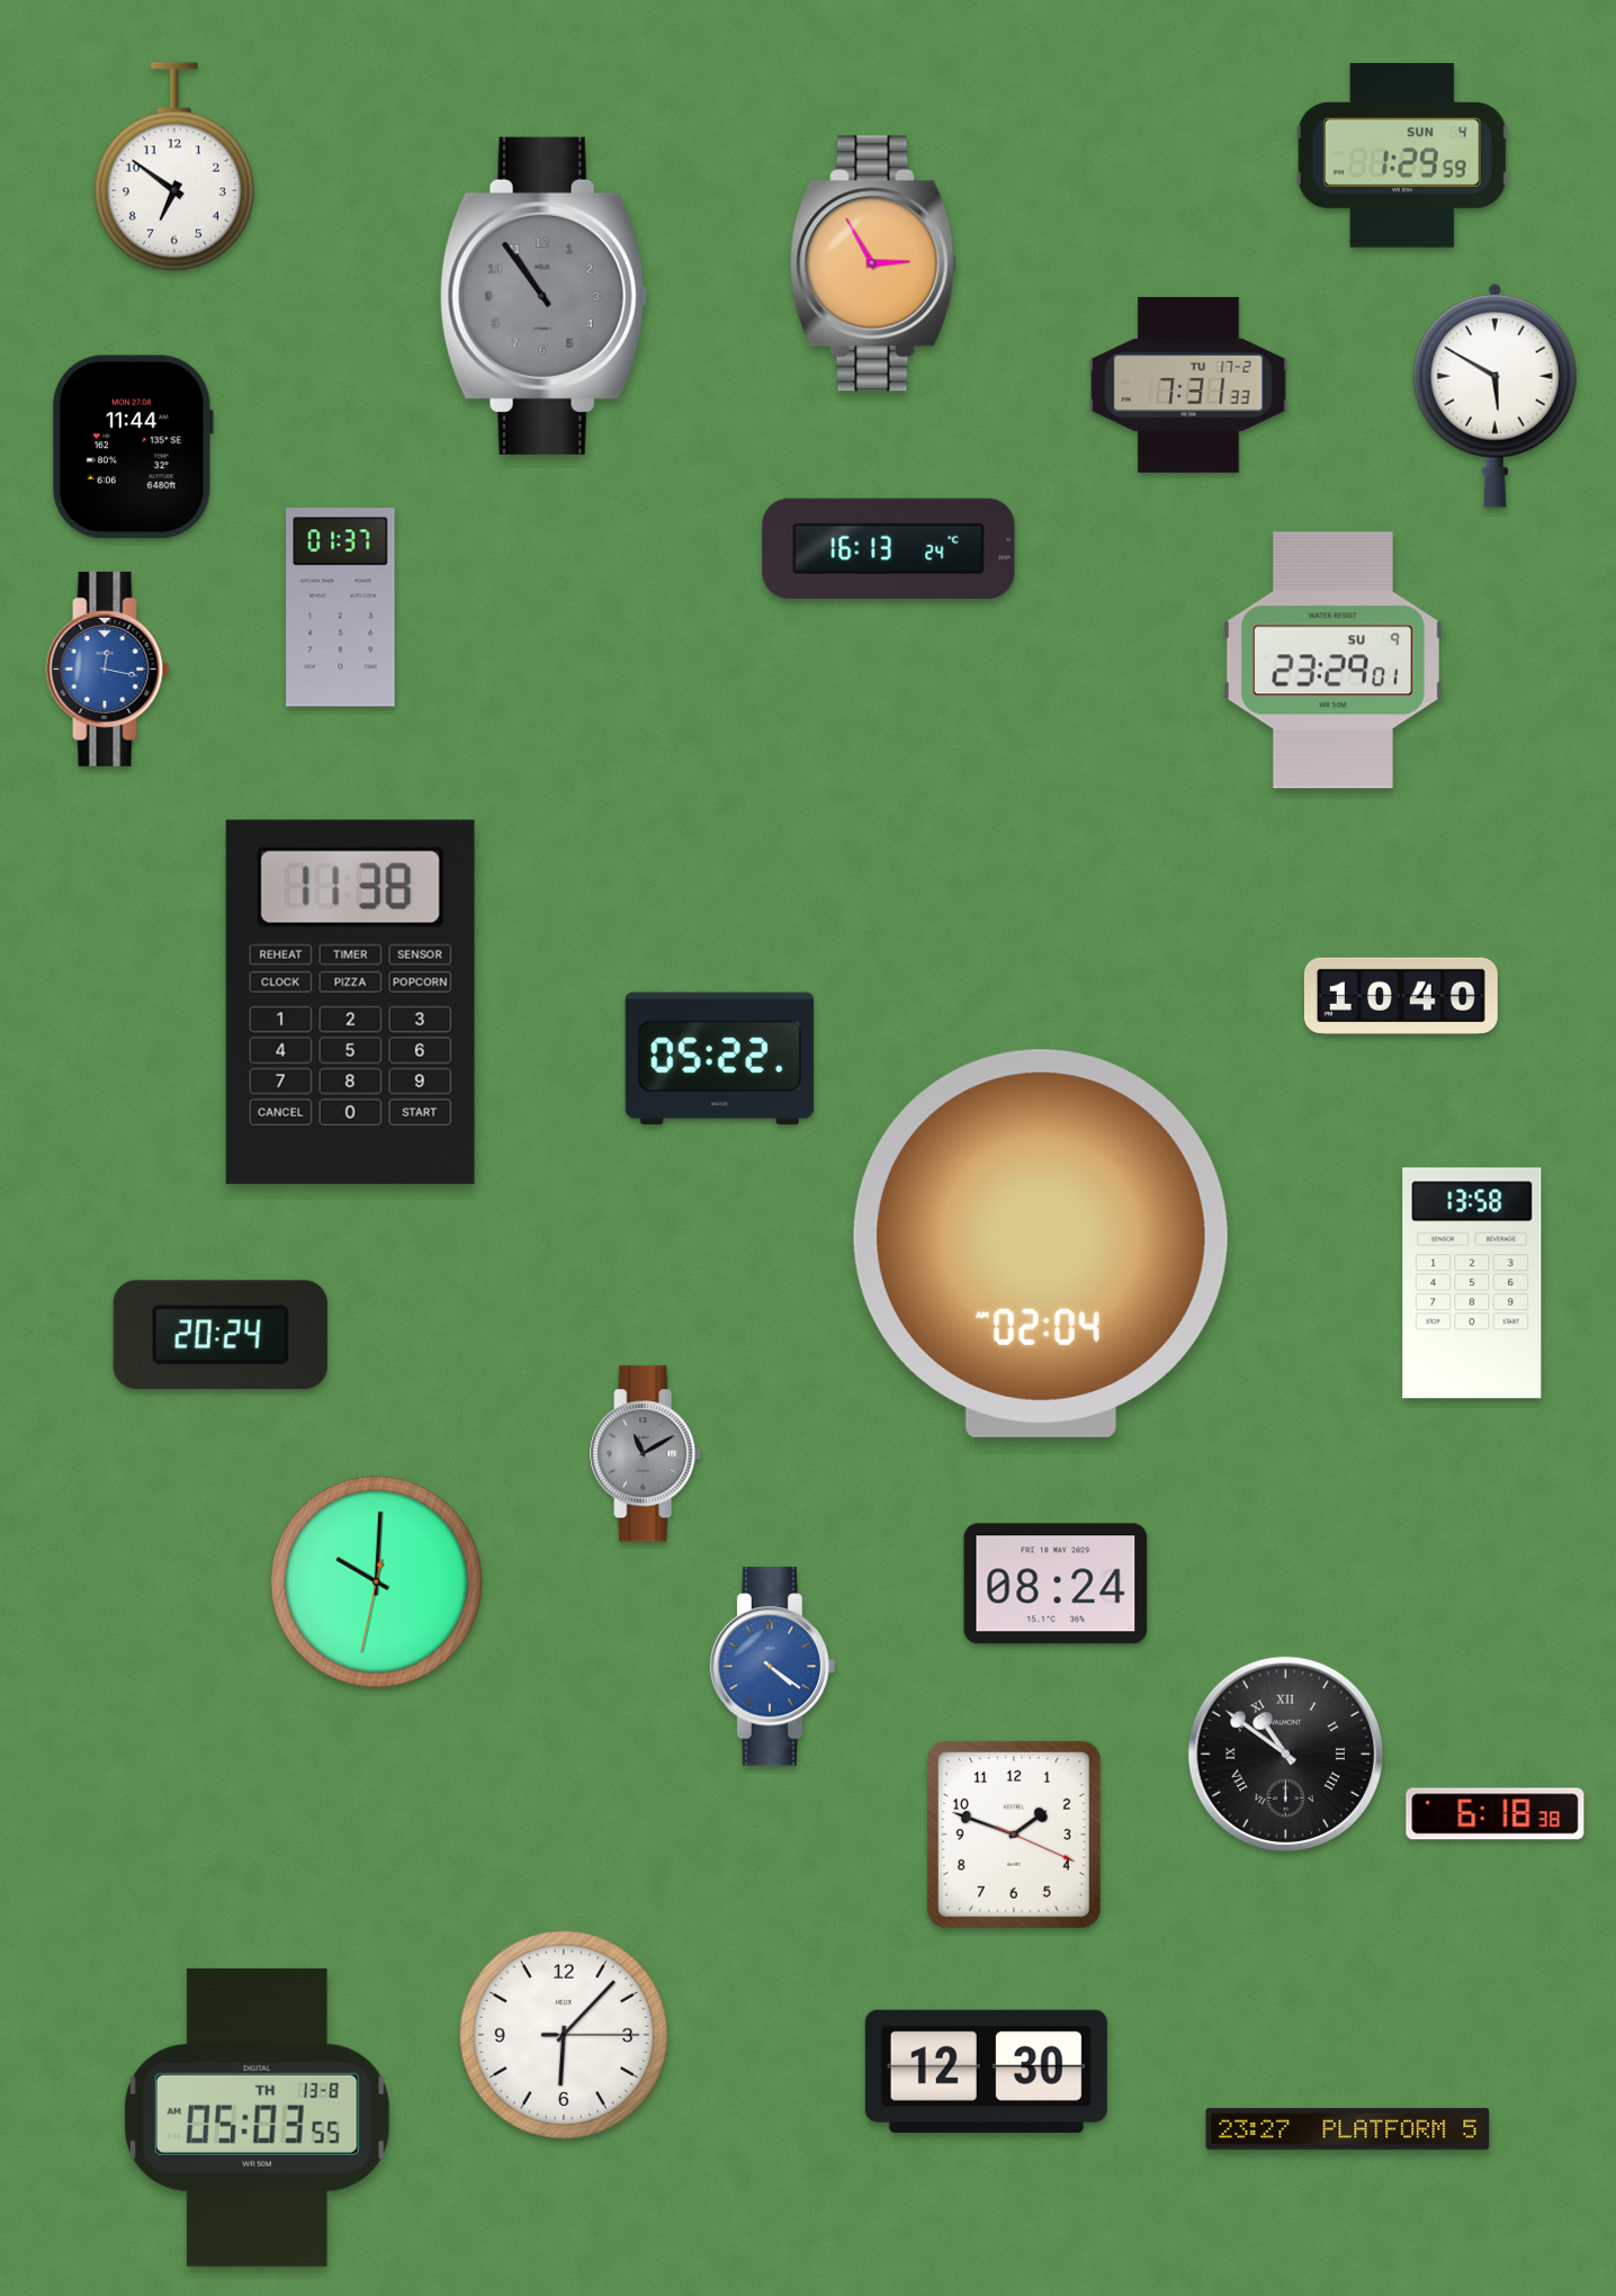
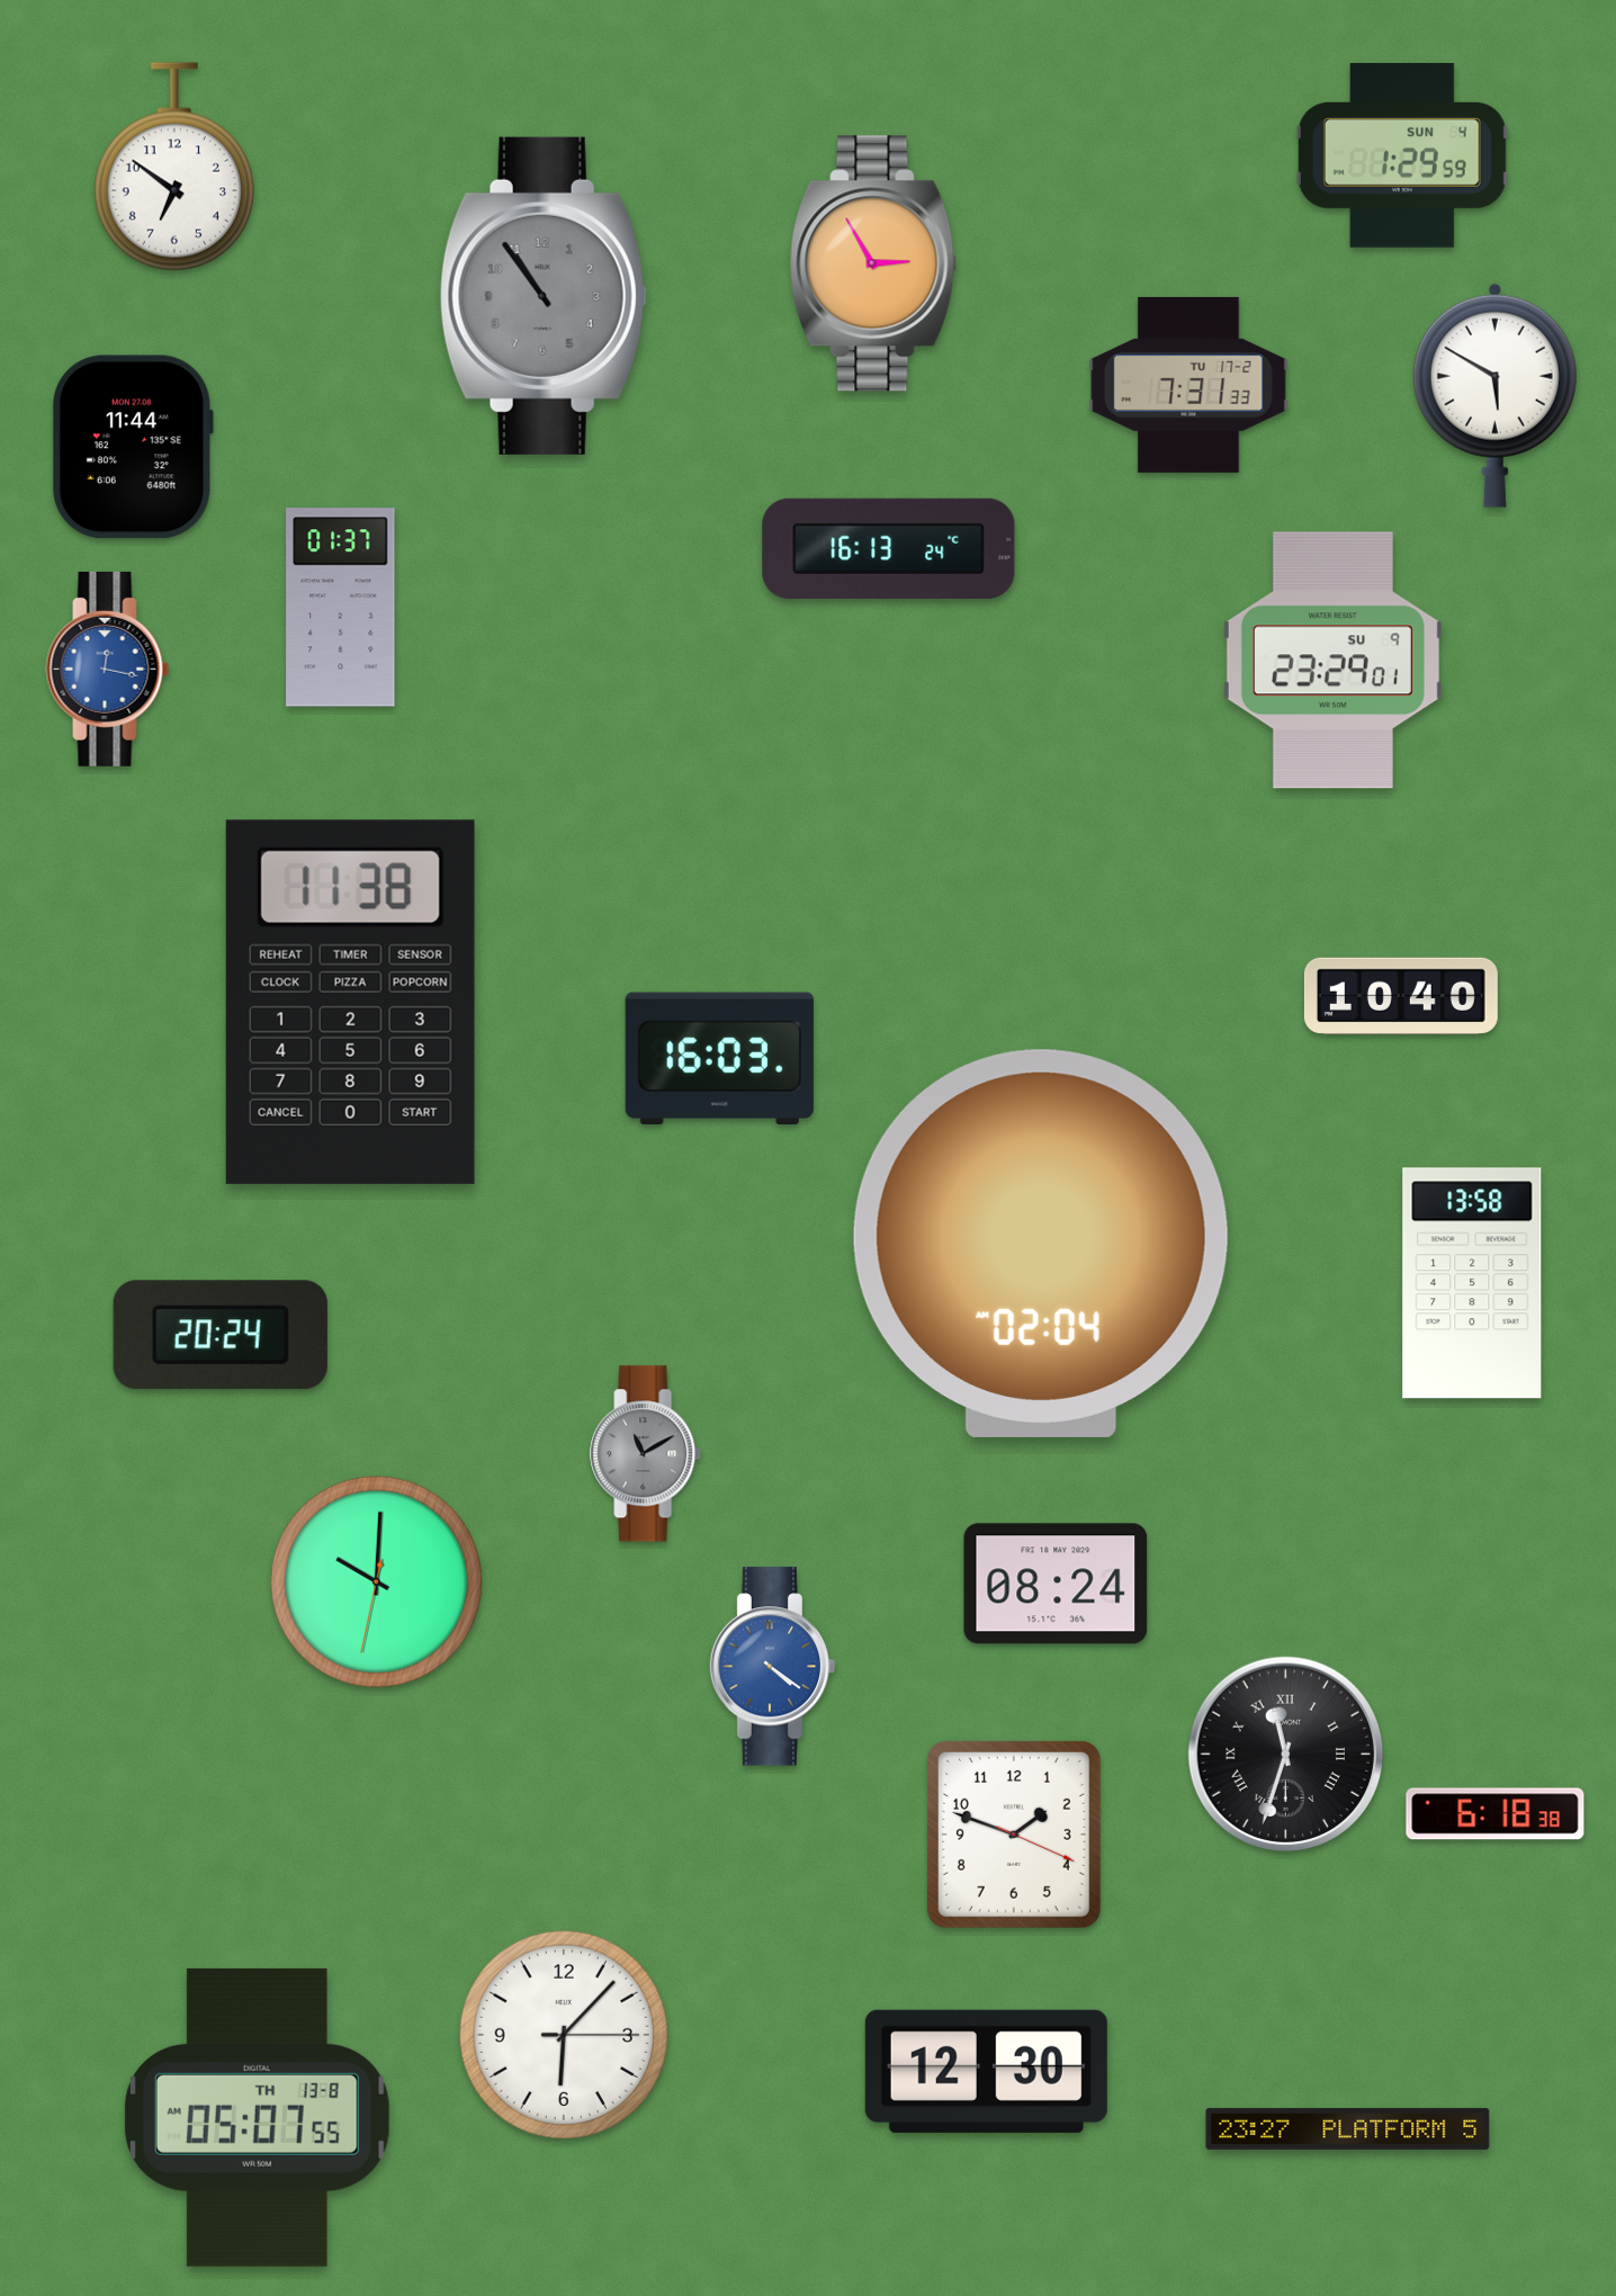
clock at (719, 1059): 05:22 -> 16:03
clock at (1285, 1754): 10:51 -> 11:33
clock at (257, 2117): 05:03 -> 05:07
